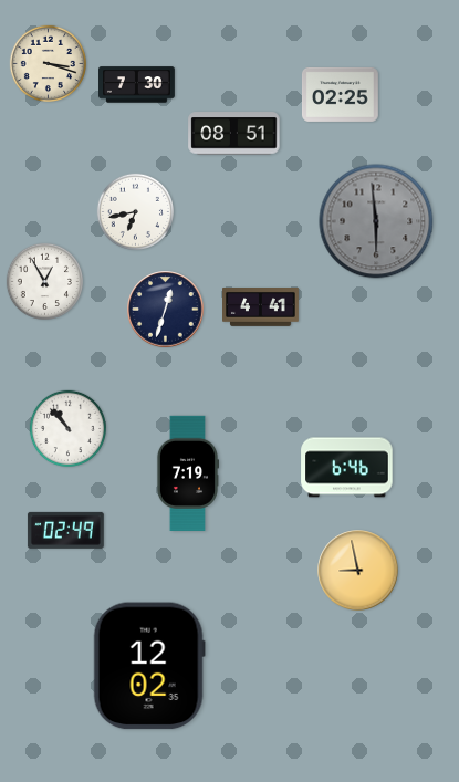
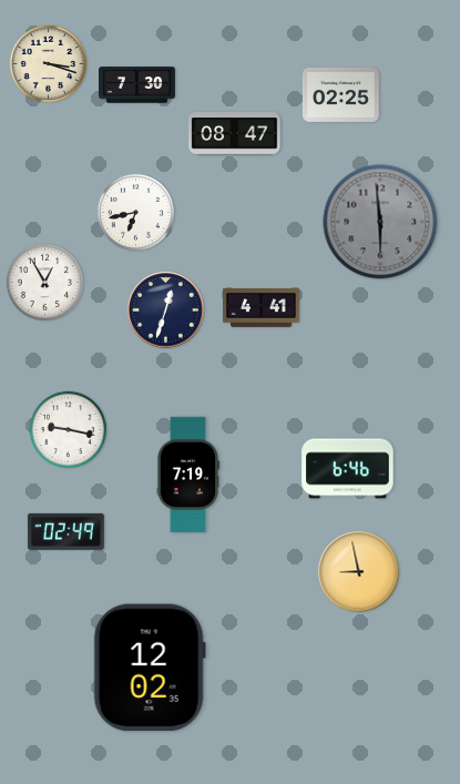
clock at (234, 134): 08:51 -> 08:47
clock at (376, 221) position: (376, 221) -> (380, 222)
clock at (67, 428): 10:53 -> 9:17
